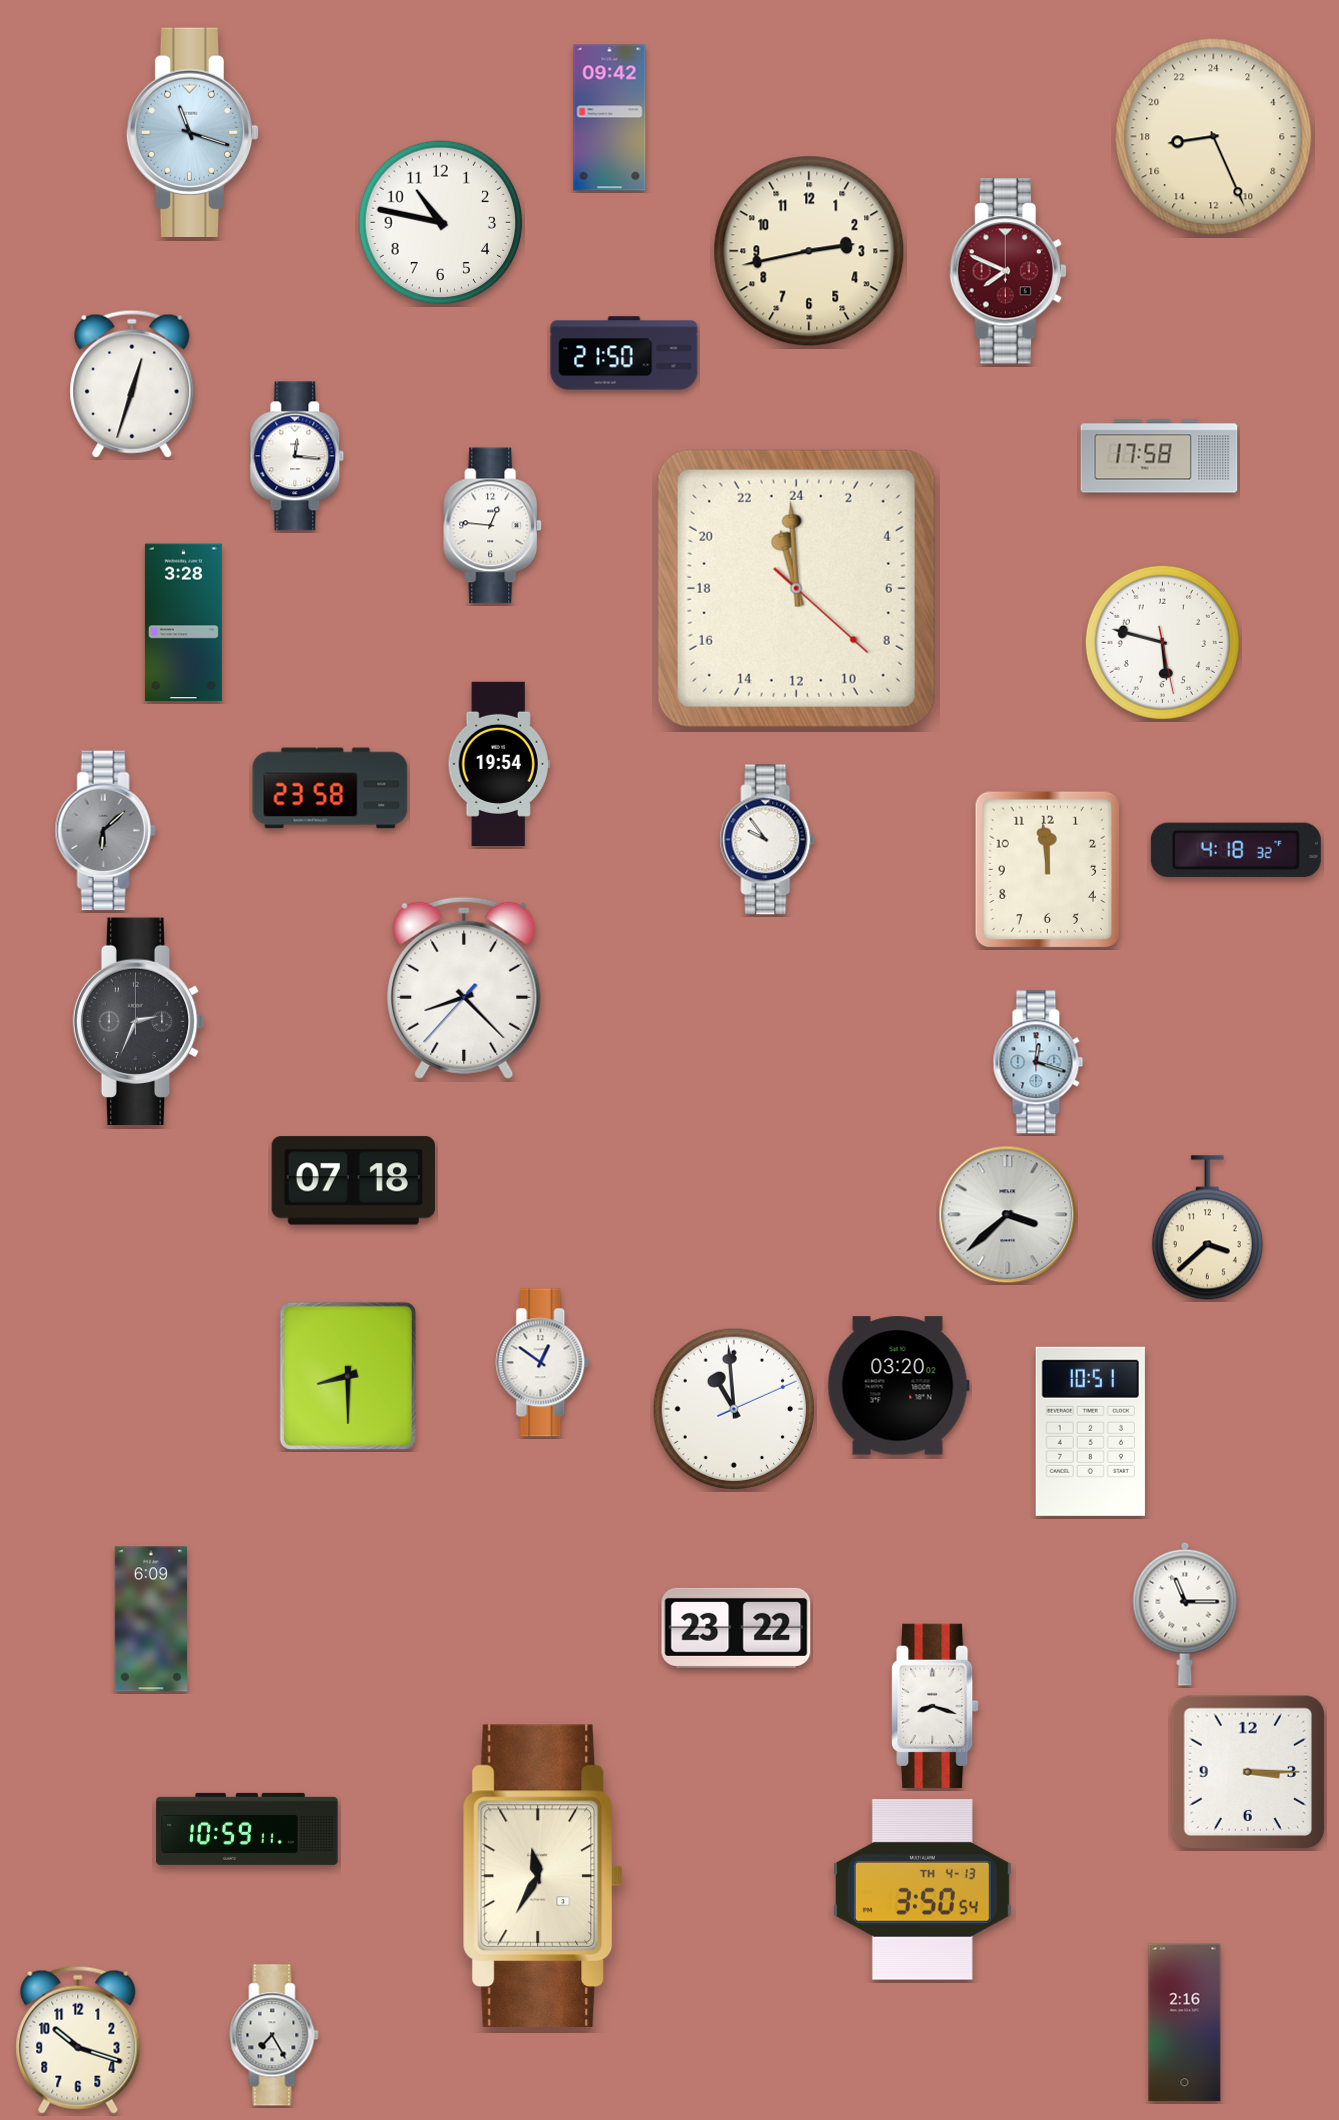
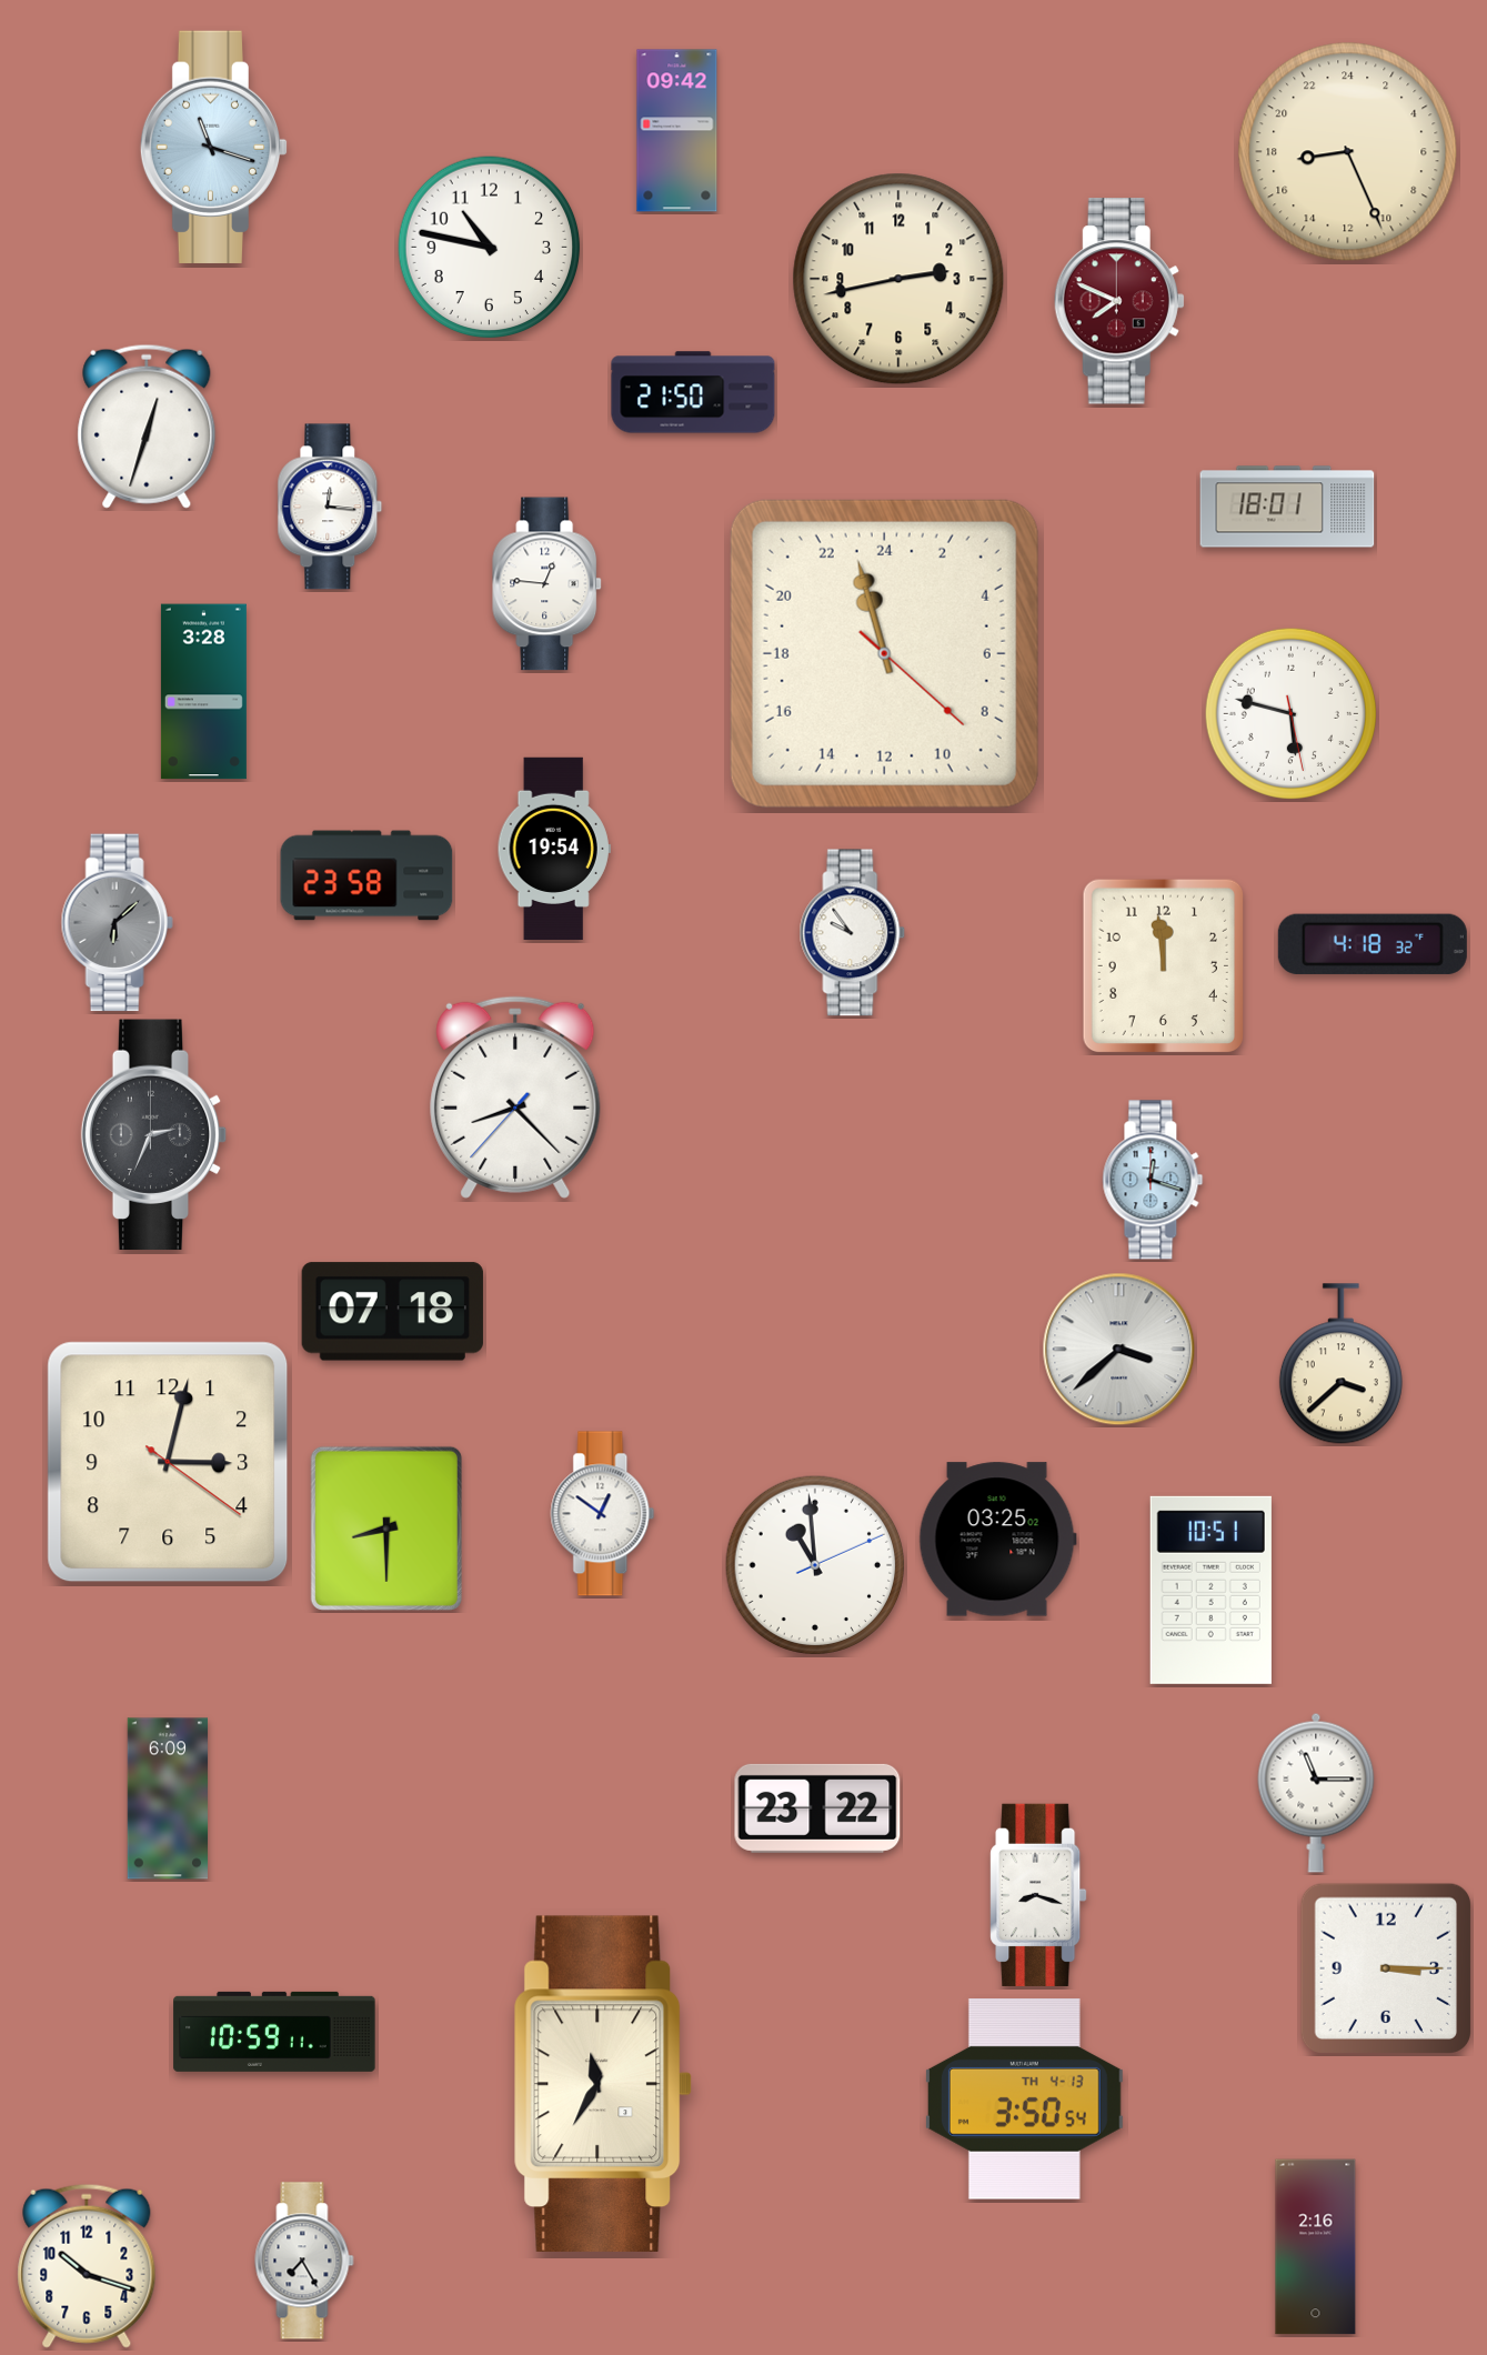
clock at (1159, 456): 17:58 -> 18:01
clock at (796, 588): 22:59 -> 22:57
clock at (168, 1462): none -> 3:02
clock at (898, 1386): 03:20 -> 03:25
